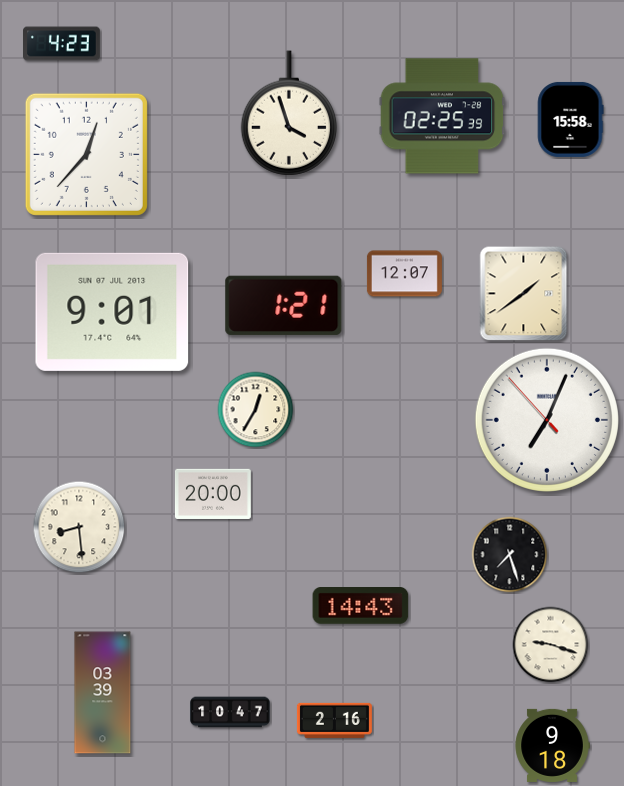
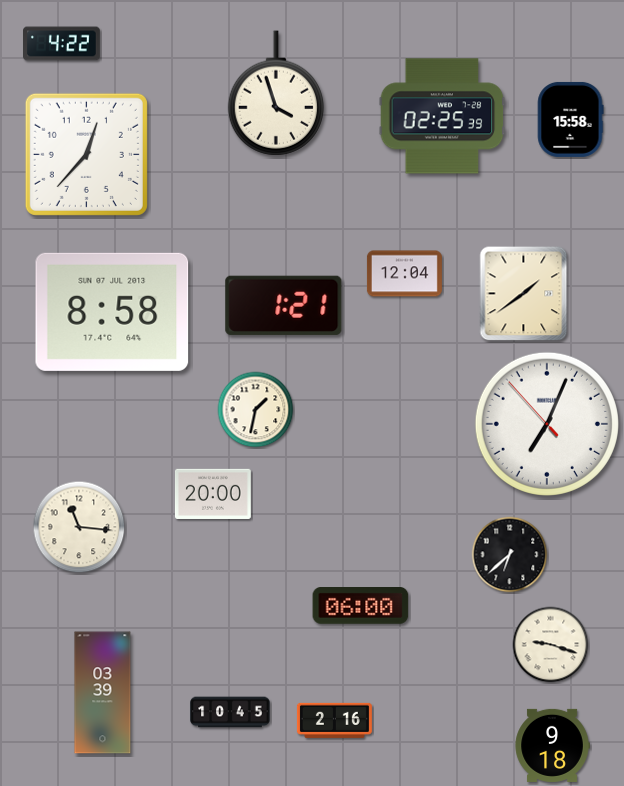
clock at (62, 44): 4:23 -> 4:22
clock at (288, 113) position: (288, 113) -> (275, 93)
clock at (404, 274): 12:07 -> 12:04
clock at (112, 312): 9:01 -> 8:58
clock at (256, 410): 12:35 -> 1:32
clock at (547, 420) position: (547, 420) -> (547, 424)
clock at (79, 527): 8:29 -> 11:16
clock at (510, 555): 7:27 -> 6:38
clock at (361, 606): 14:43 -> 06:00
clock at (230, 712): 10:47 -> 10:45
